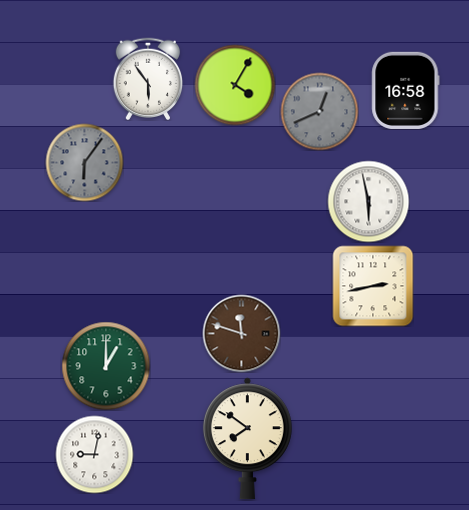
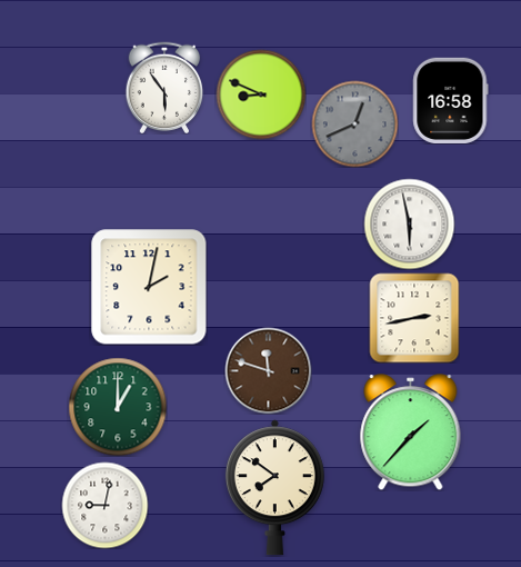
clock at (235, 85): 4:05 -> 8:49
clock at (84, 162): 6:06 -> none
clock at (149, 287): none -> 2:02
clock at (411, 432): none -> 1:37
